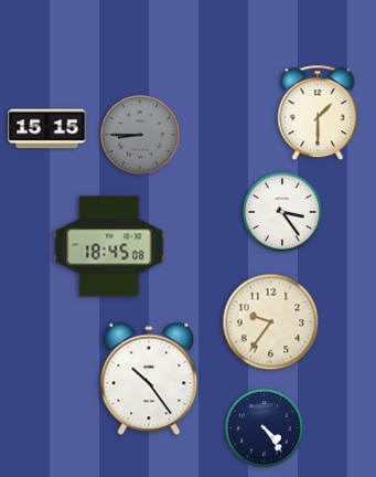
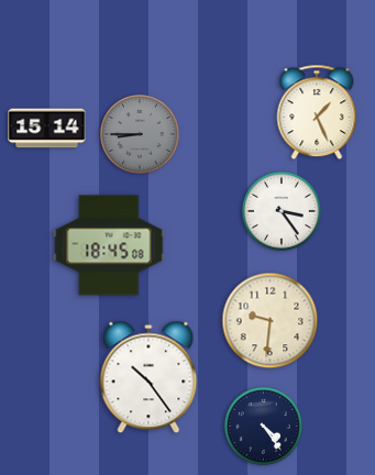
clock at (318, 113): 1:30 -> 1:26
clock at (47, 129): 15:15 -> 15:14
clock at (271, 322): 9:36 -> 9:31
